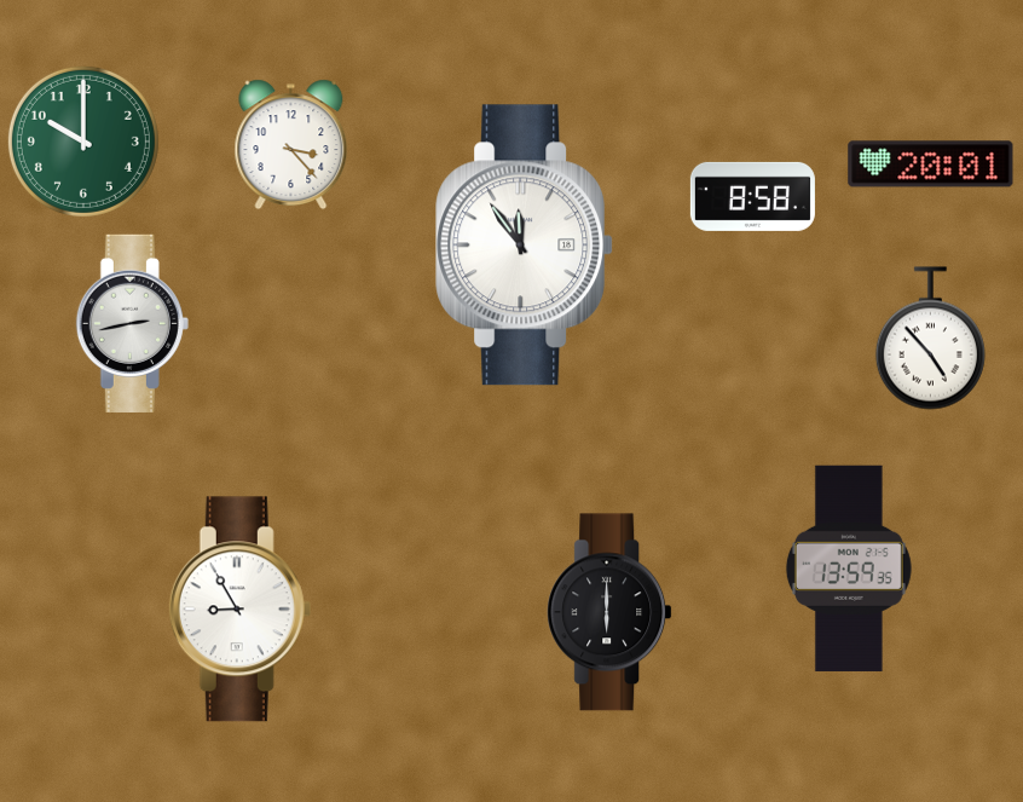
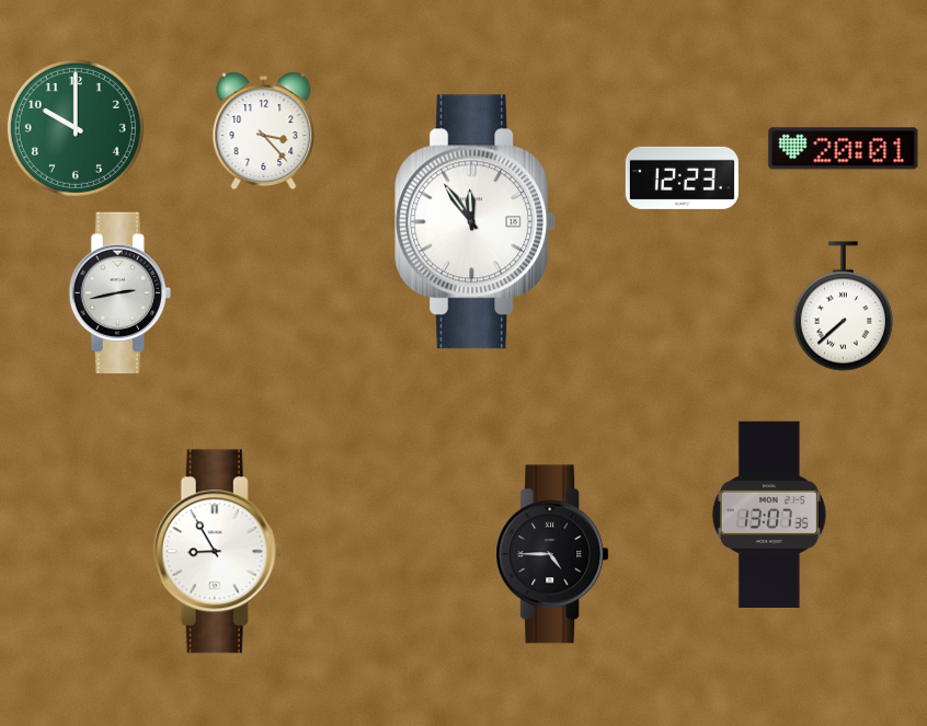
clock at (752, 196): 8:58 -> 12:23
clock at (930, 339): 4:53 -> 7:38
clock at (849, 569): 13:59 -> 13:07
clock at (609, 612): 6:00 -> 4:45
